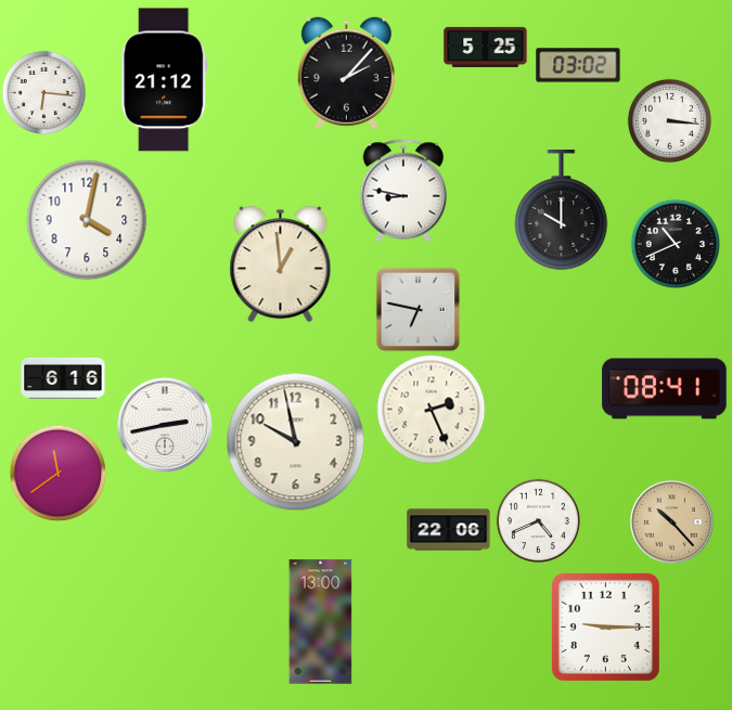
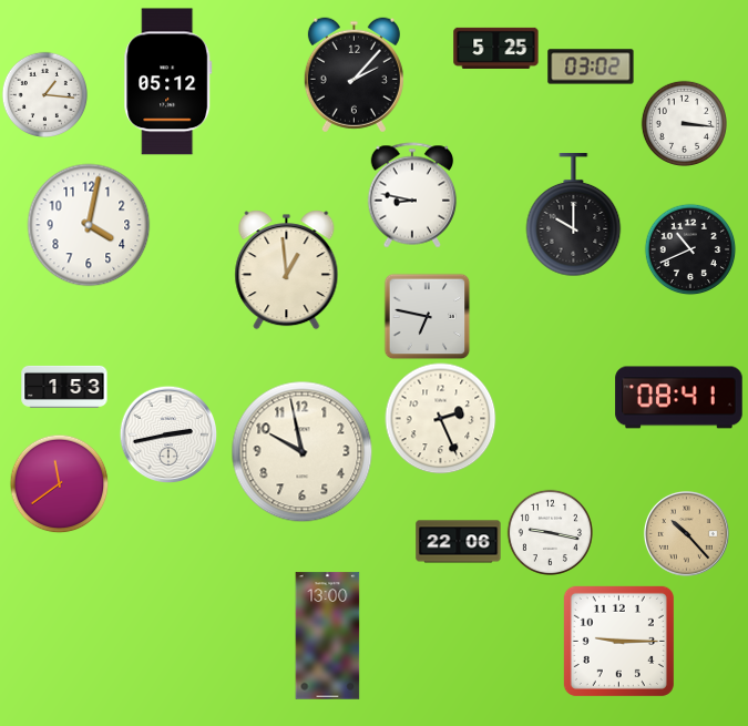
clock at (165, 80): 21:12 -> 05:12
clock at (43, 92): 6:16 -> 1:16
clock at (63, 378): 6:16 -> 1:53
clock at (538, 520): 4:41 -> 9:17
